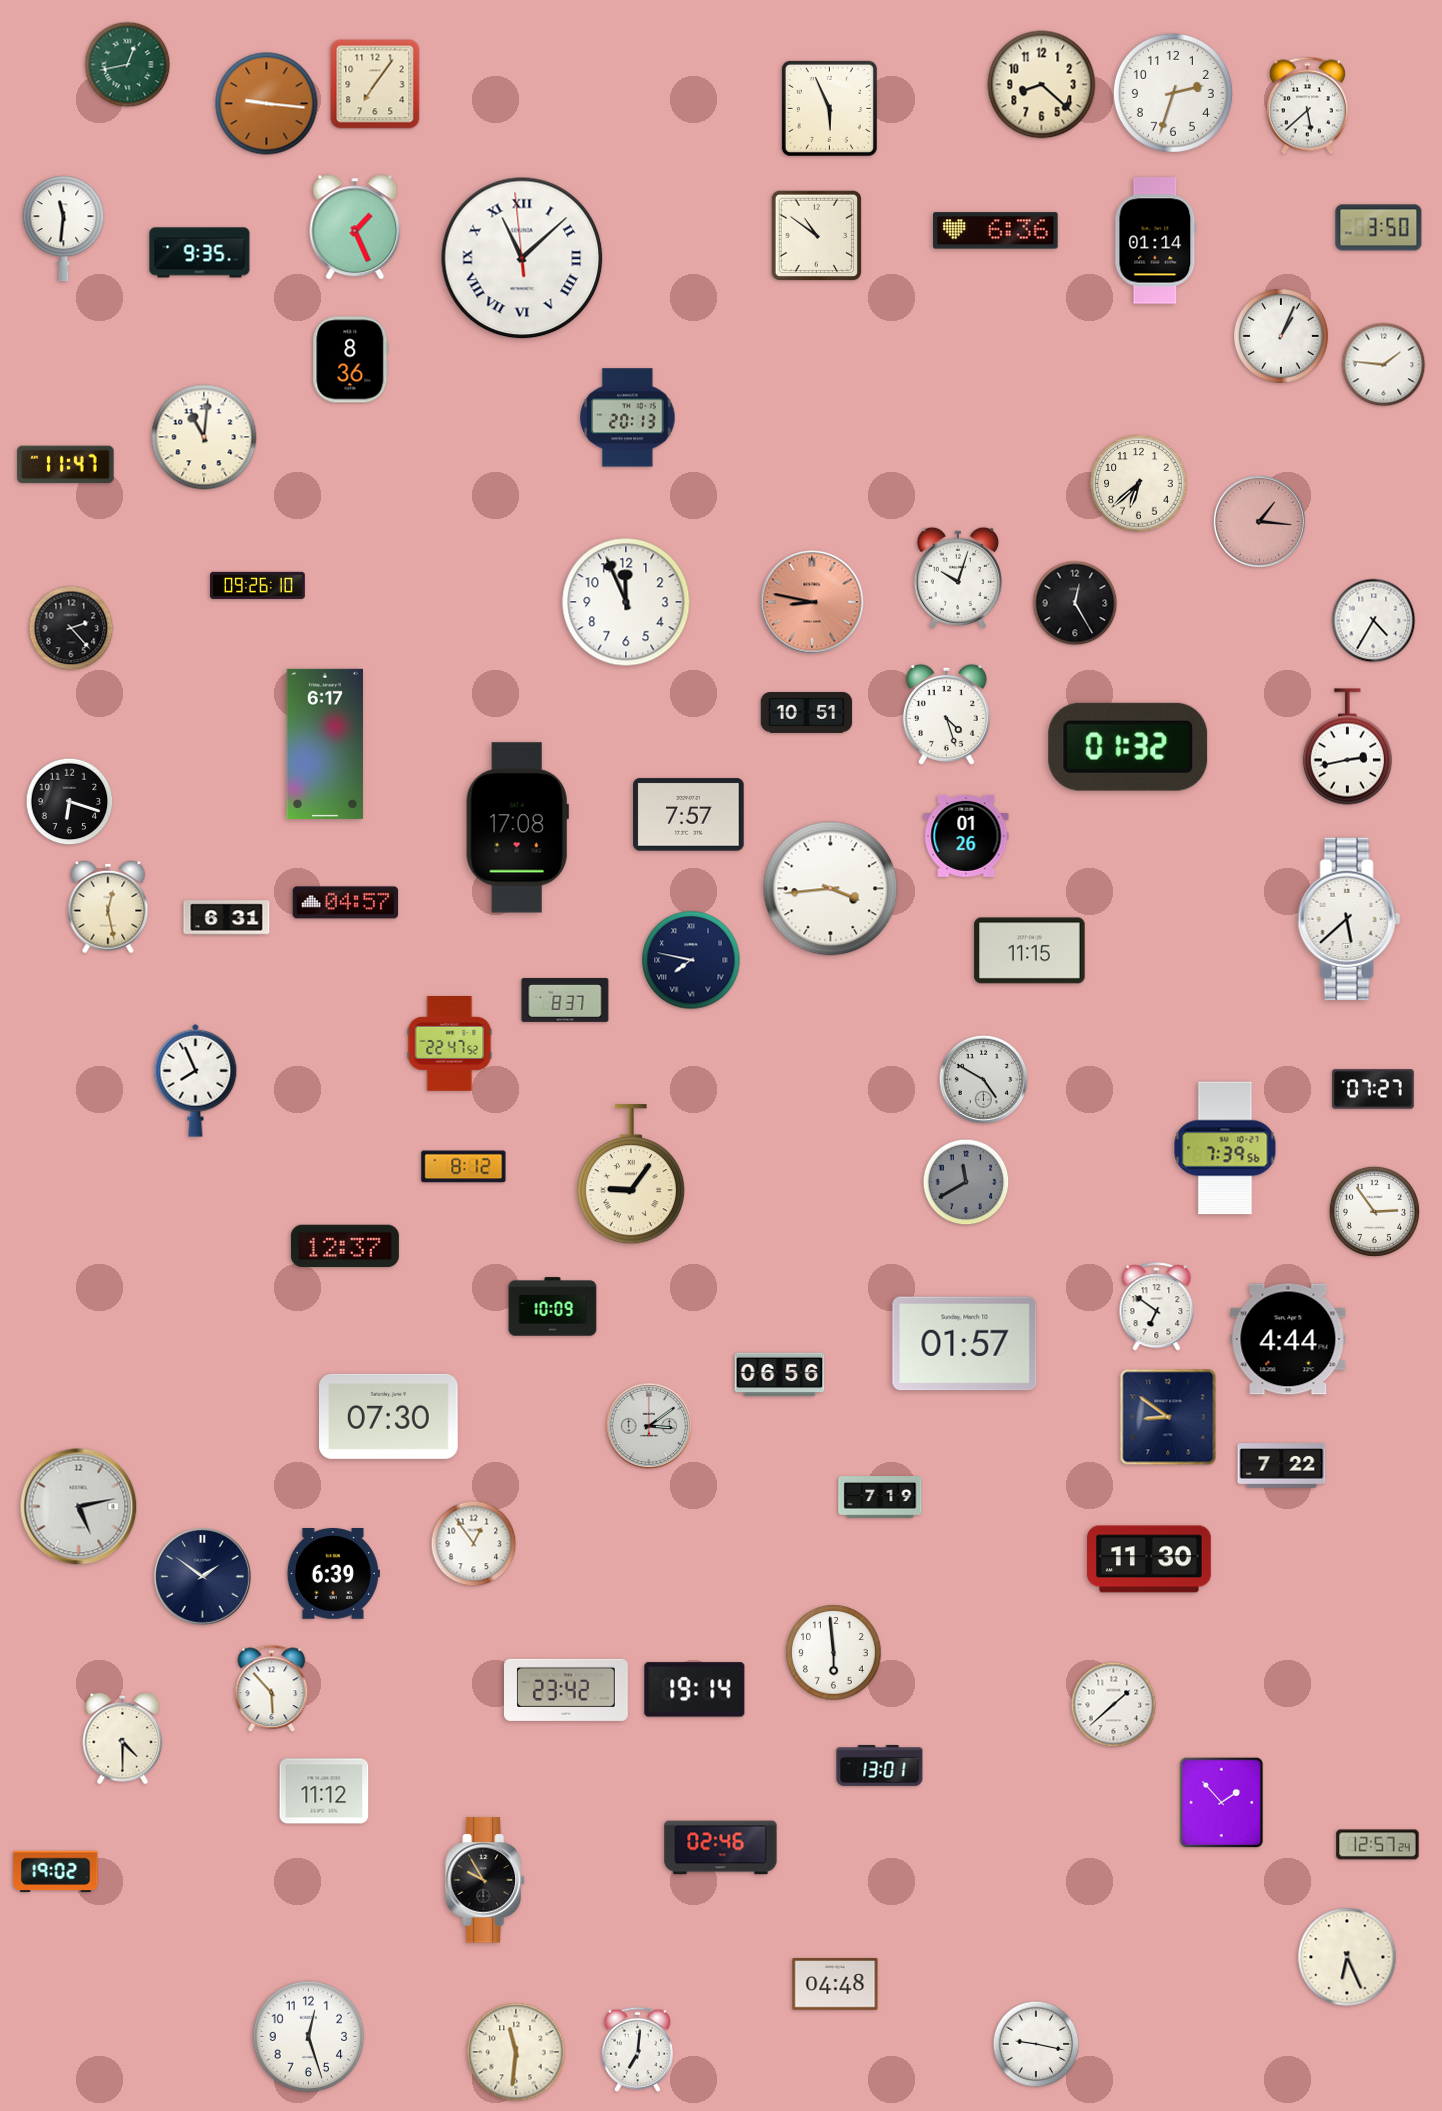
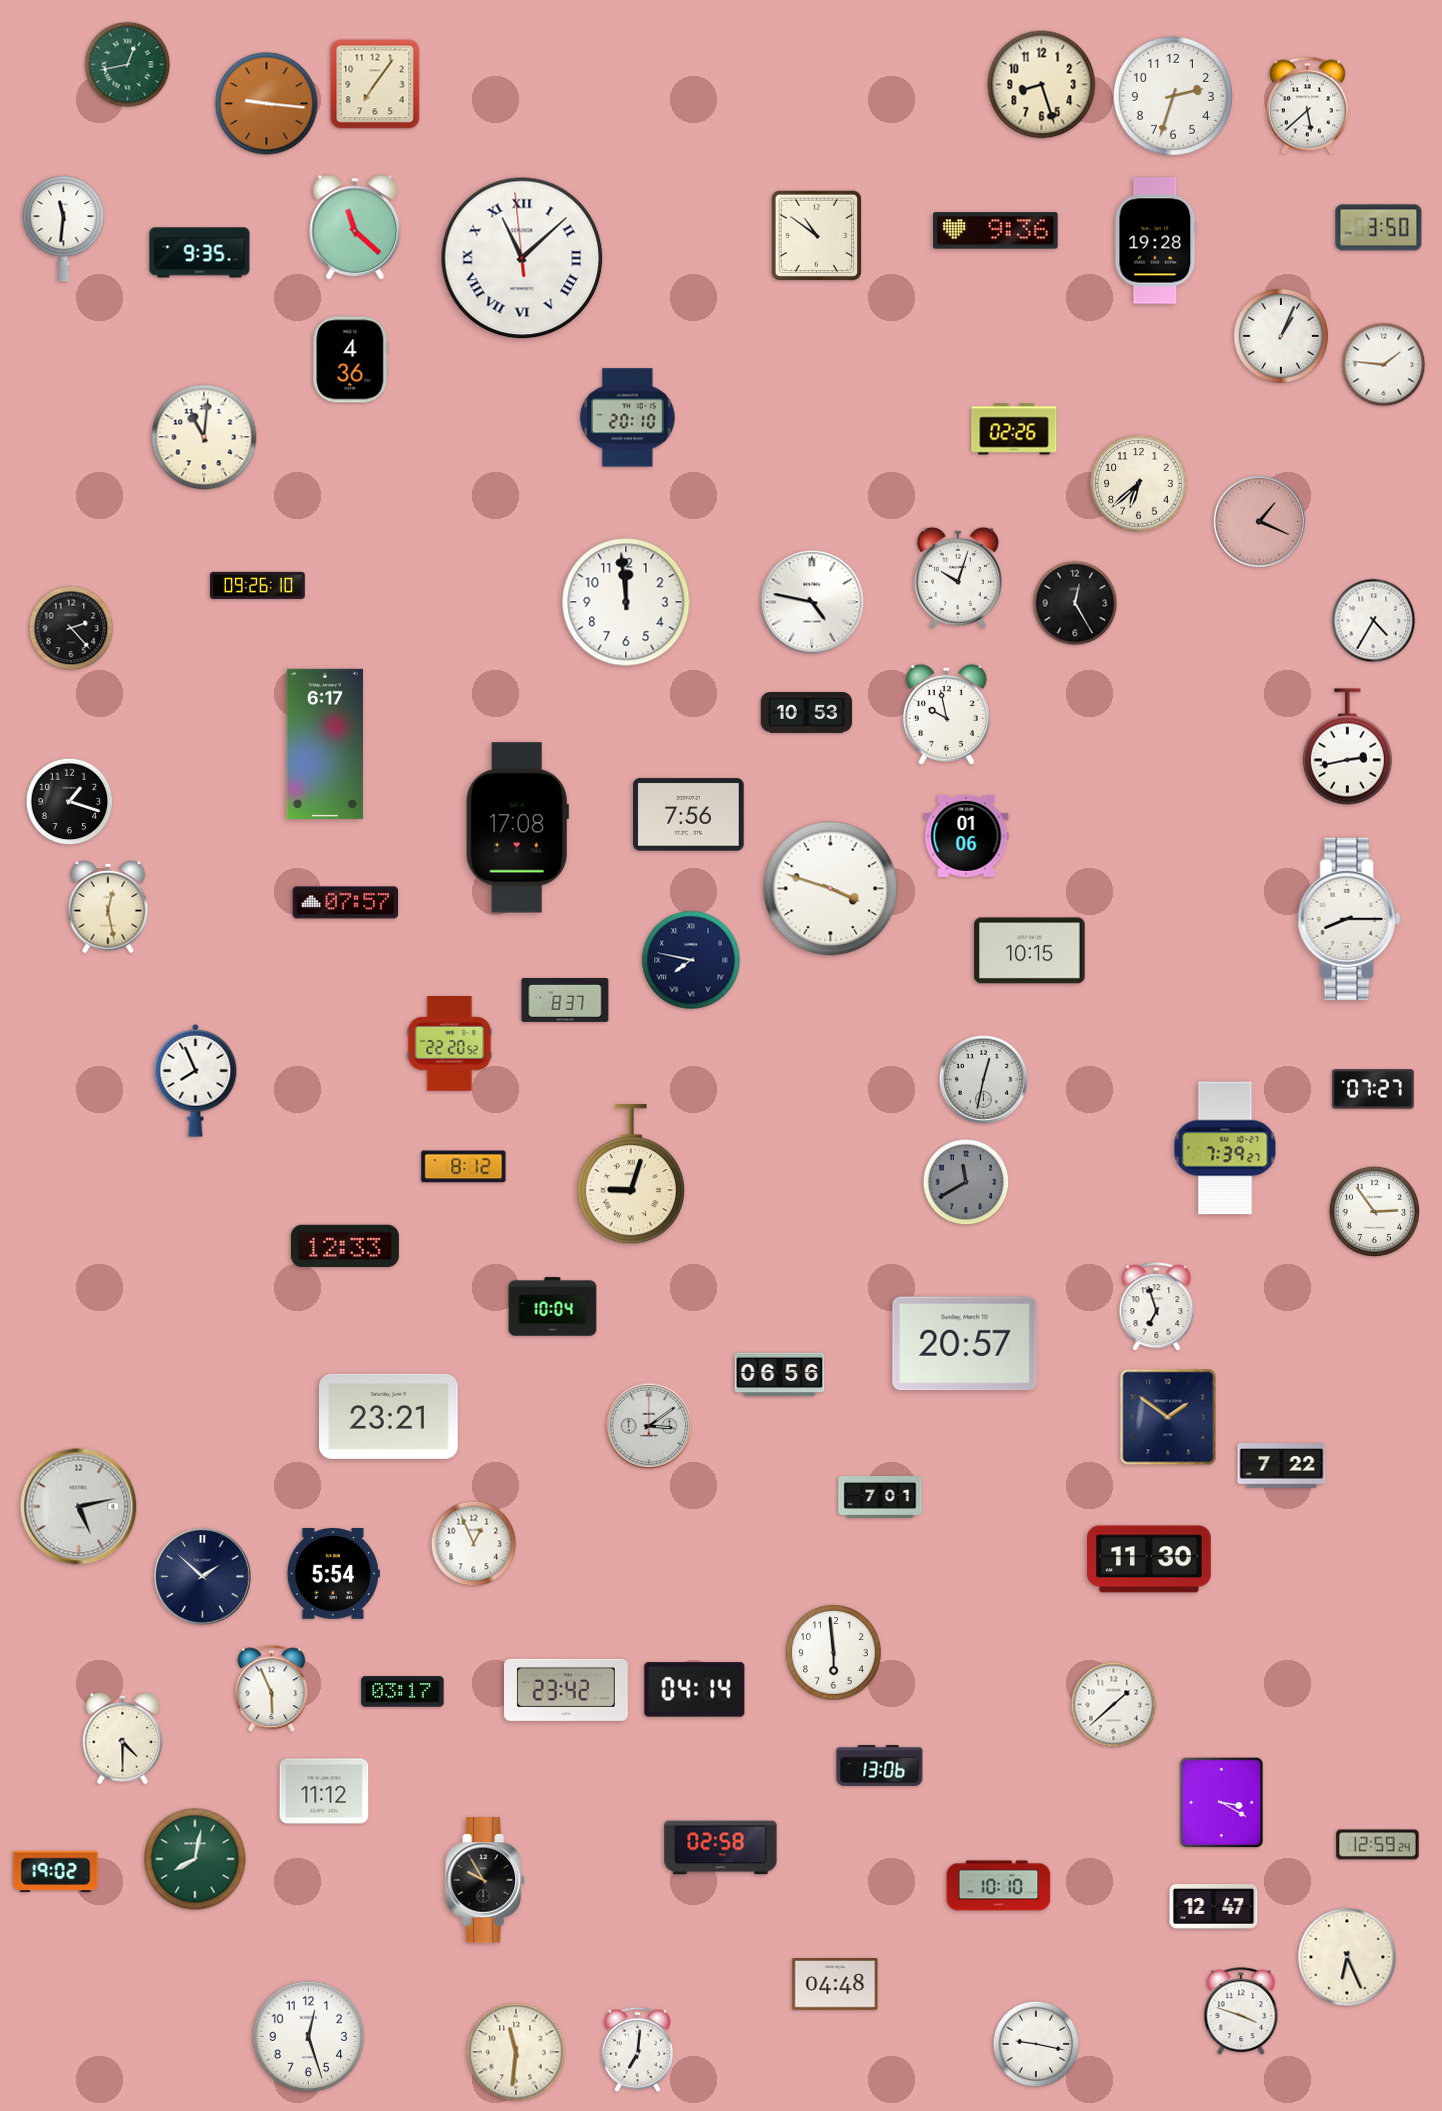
clock at (1042, 85): 8:22 -> 8:27
clock at (1173, 93) position: (1173, 93) -> (1173, 96)
clock at (829, 108): 5:56 -> none
clock at (355, 227): 1:26 -> 11:22
clock at (996, 231): 6:36 -> 9:36
clock at (1156, 241): 01:14 -> 19:28
clock at (351, 360): 8:36 -> 4:36
clock at (628, 418): 20:13 -> 20:10
clock at (1014, 429): none -> 02:26
clock at (66, 465): 11:47 -> none
clock at (1259, 521): 1:16 -> 1:19
clock at (626, 602): 11:56 -> 11:59
clock at (812, 602): 8:47 -> 4:47
clock at (812, 602) dial: salmon -> white
clock at (807, 713): 10:51 -> 10:53
clock at (946, 714): 4:27 -> 9:58
clock at (1128, 747): 01:32 -> none
clock at (70, 802): 6:18 -> 1:18
clock at (689, 815): 7:57 -> 7:56
clock at (966, 836): 01:26 -> 01:06
clock at (831, 889): 3:44 -> 3:48
clock at (346, 903): 04:57 -> 07:57
clock at (227, 918): 6:31 -> none
clock at (1349, 919): 5:38 -> 8:15
clock at (1030, 951): 11:15 -> 10:15
clock at (450, 1044): 22:47 -> 22:20
clock at (983, 1079): 4:50 -> 12:32
clock at (1225, 1148): 7:39:56 -> 7:39:27
clock at (631, 1175): 9:06 -> 9:03
clock at (345, 1246): 12:37 -> 12:33
clock at (553, 1307): 10:09 -> 10:04
clock at (1157, 1307): 6:51 -> 6:57
clock at (1288, 1339): 4:44 -> none
clock at (965, 1344): 01:57 -> 20:57
clock at (389, 1416): 07:30 -> 23:21
clock at (1168, 1417): 8:51 -> 1:51
clock at (880, 1497): 7:19 -> 7:01
clock at (474, 1544): 12:54 -> 12:56
clock at (333, 1574): 6:39 -> 5:54
clock at (203, 1577): 1:51 -> 1:52
clock at (272, 1689): 5:53 -> 5:56
clock at (695, 1690): 19:14 -> 04:14
clock at (403, 1692): none -> 03:17
clock at (880, 1765): 13:01 -> 13:06
clock at (1222, 1803): 1:53 -> 3:20
clock at (1378, 1845): 12:57 -> 12:59
clock at (721, 1848): 02:46 -> 02:58
clock at (195, 1859): none -> 8:02
clock at (999, 1886): none -> 10:10
clock at (1214, 1907): none -> 12:47
clock at (1241, 2012): none -> 3:48
